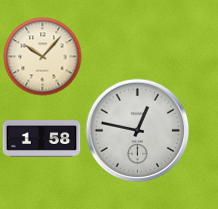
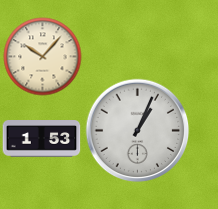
clock at (137, 130): 12:47 -> 1:04
clock at (41, 139): 1:58 -> 1:53
